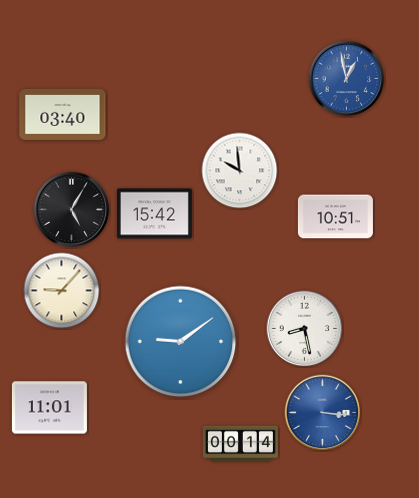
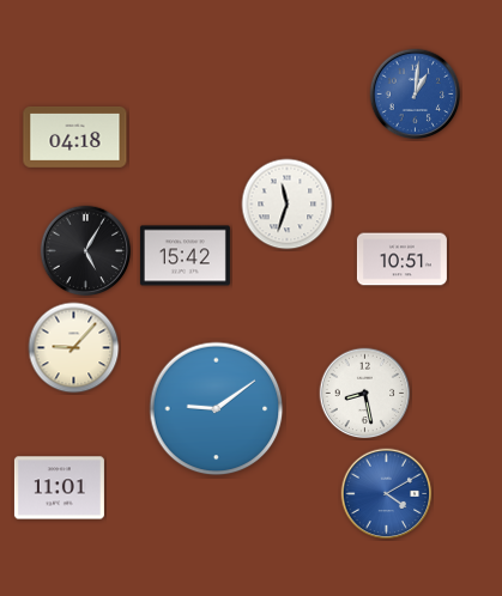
clock at (347, 79): 12:58 -> 1:01
clock at (63, 114): 03:40 -> 04:18
clock at (240, 171): 9:59 -> 11:33
clock at (323, 413): 3:16 -> 4:10
clock at (240, 444): 00:14 -> none
